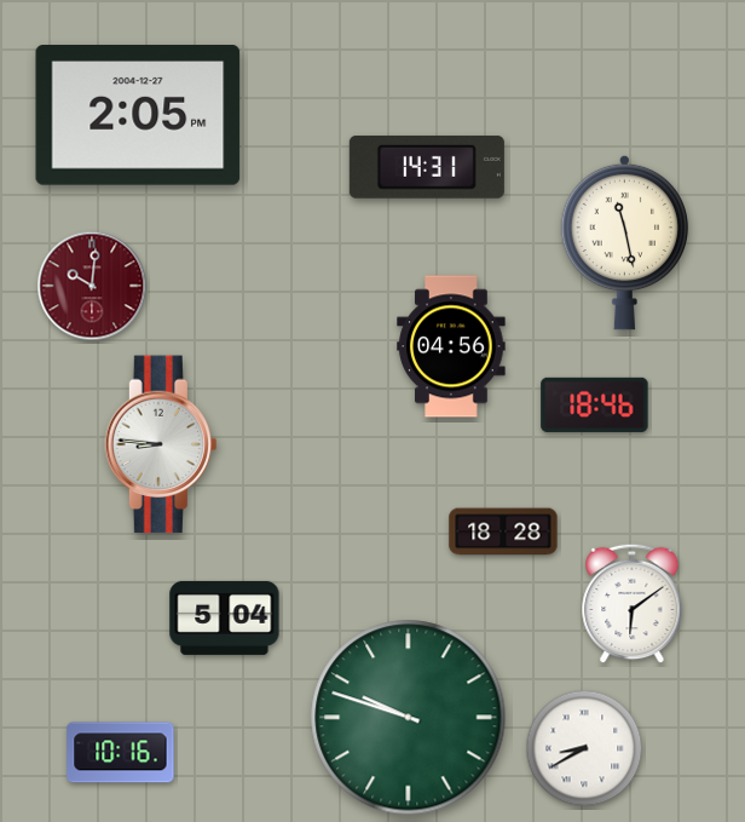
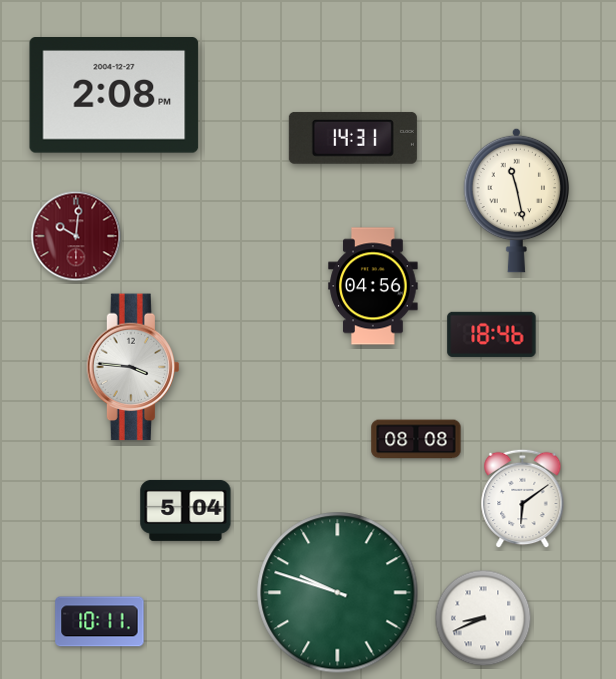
clock at (138, 116): 2:05 -> 2:08
clock at (161, 444): 8:46 -> 3:46
clock at (503, 531): 18:28 -> 08:08
clock at (584, 748): 8:40 -> 8:41
clock at (121, 753): 10:16 -> 10:11
